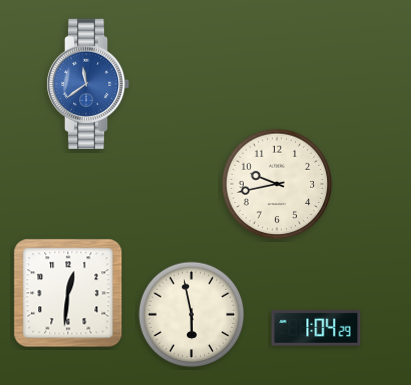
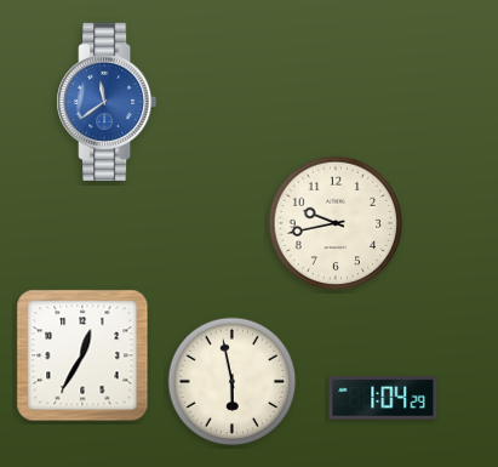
clock at (68, 293): 12:31 -> 12:35
